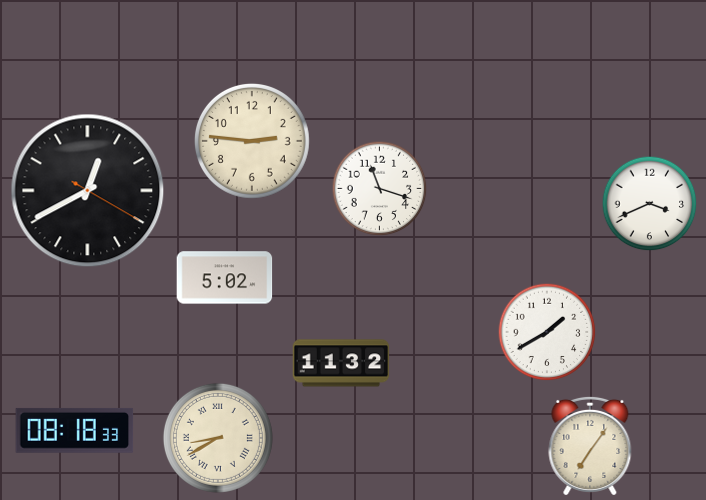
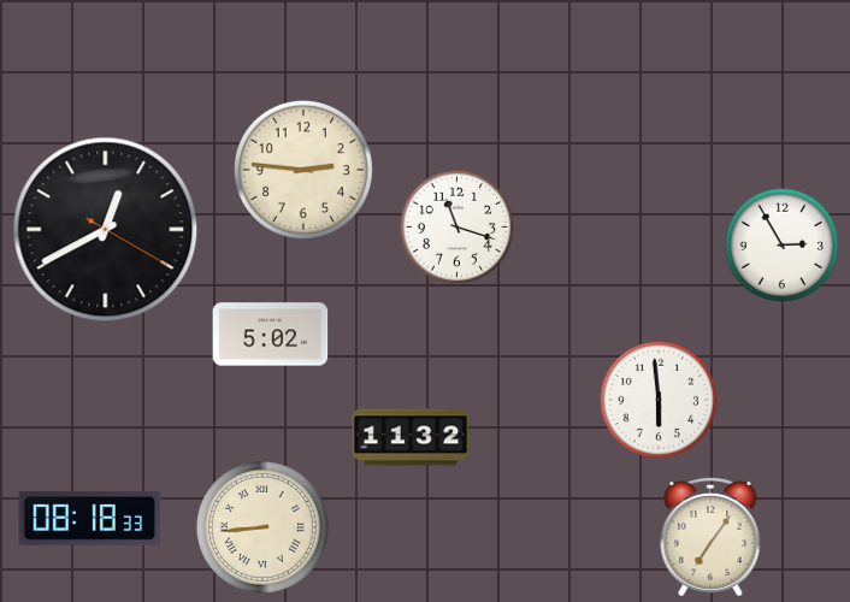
clock at (650, 204): 3:41 -> 2:55
clock at (547, 332): 1:40 -> 5:59
clock at (218, 438): 8:40 -> 8:44
